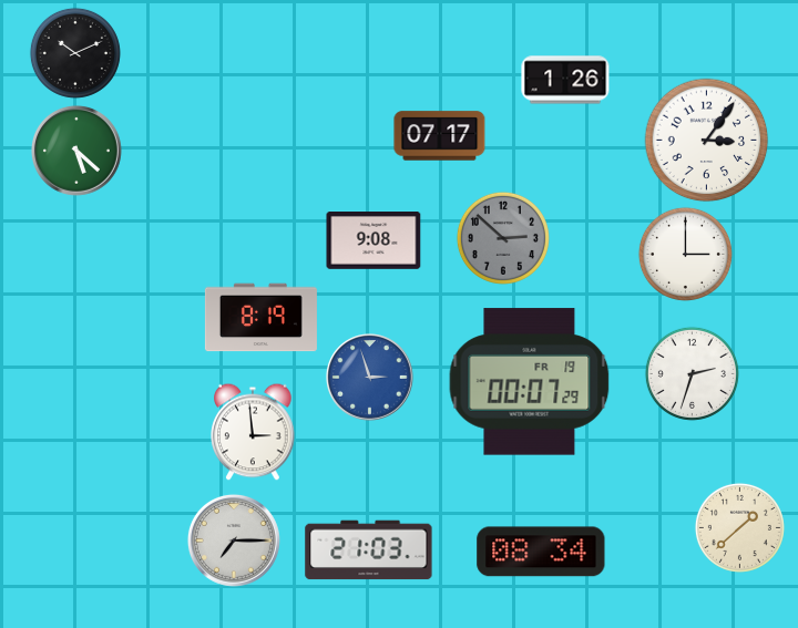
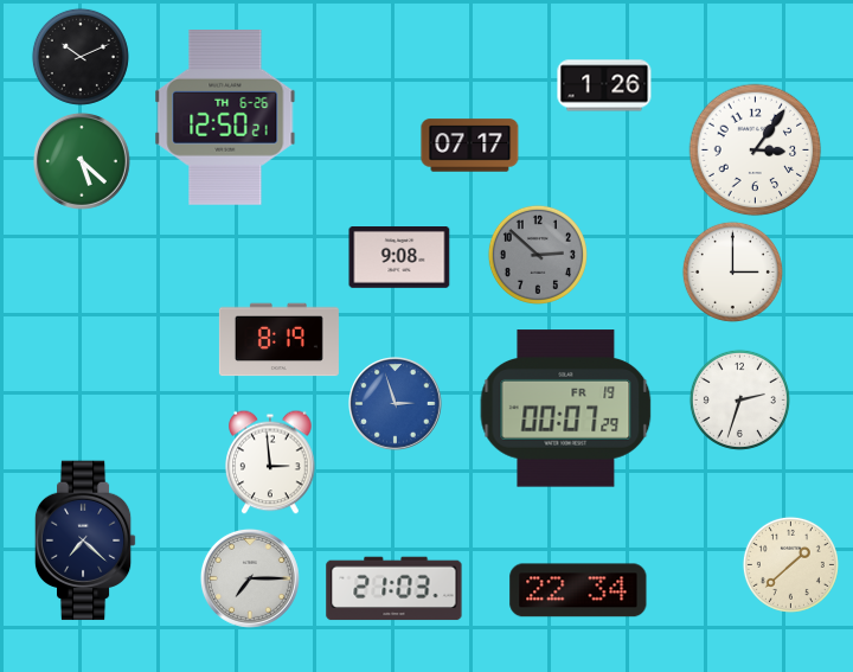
clock at (225, 119): none -> 12:50
clock at (85, 540): none -> 7:22
clock at (541, 552): 08:34 -> 22:34
